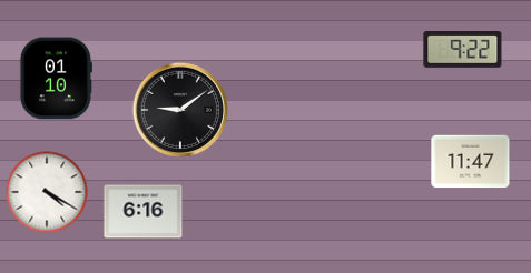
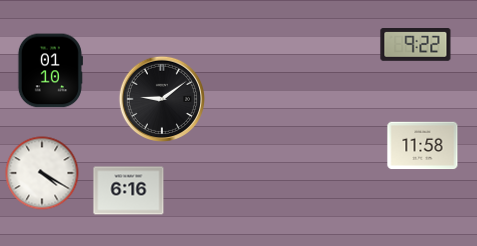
clock at (471, 162): 11:47 -> 11:58
